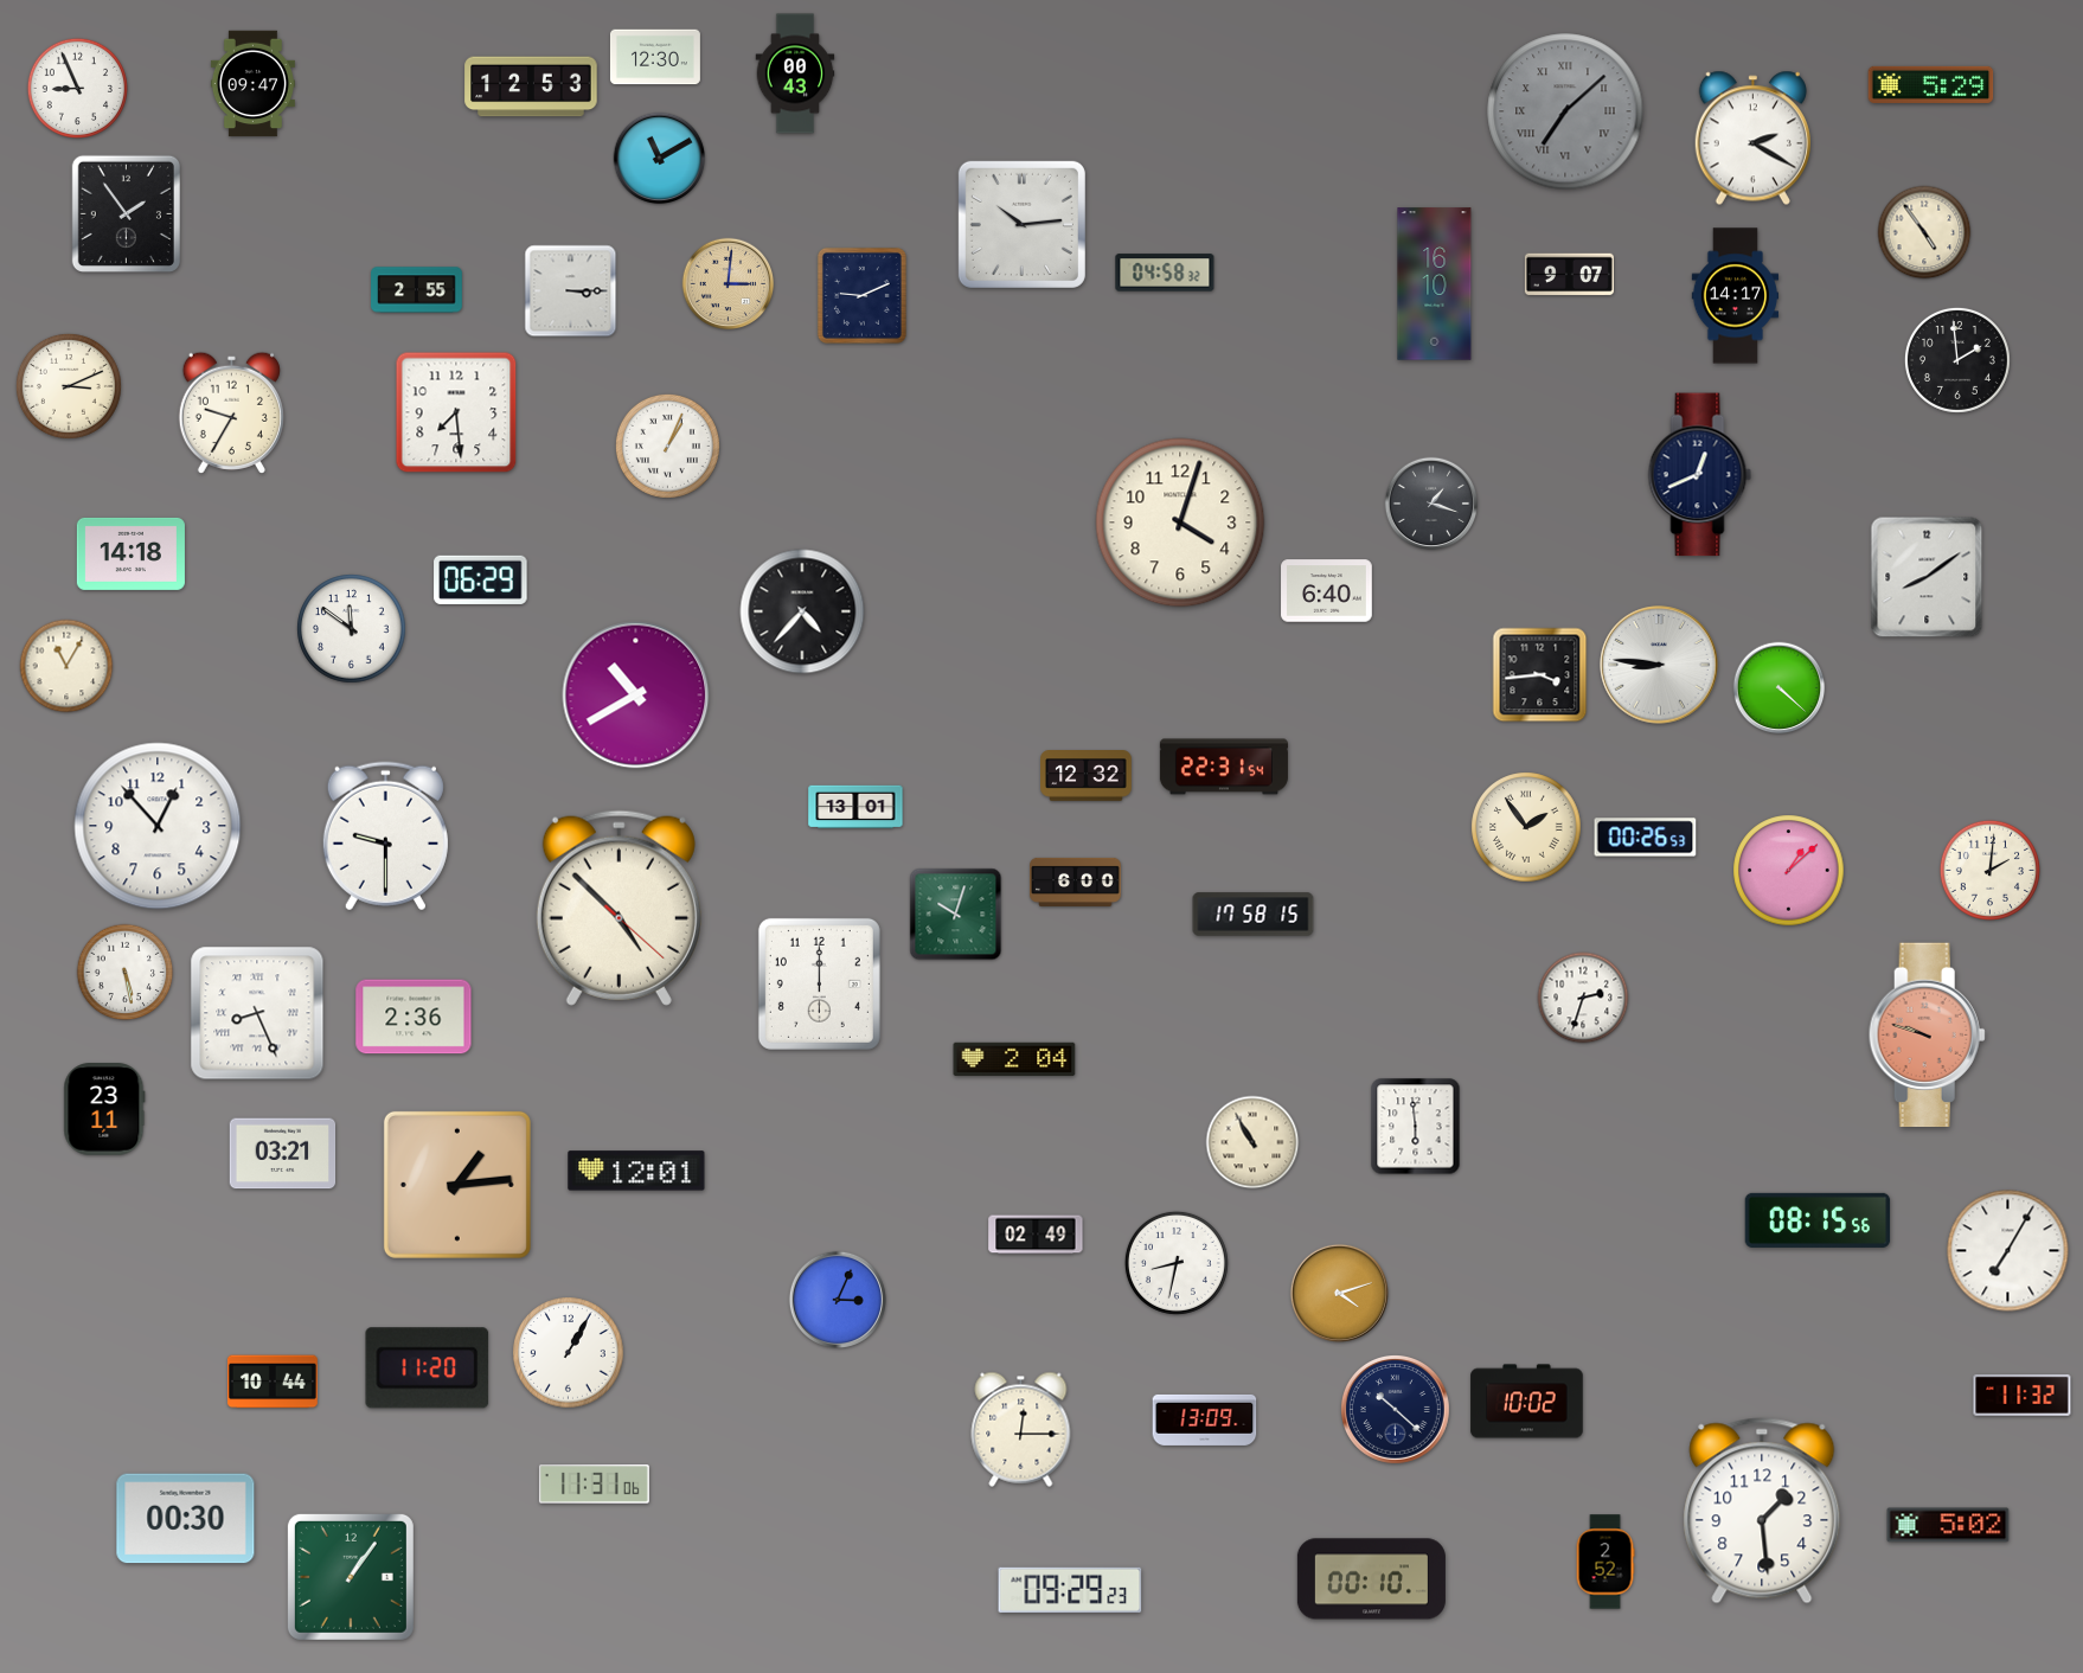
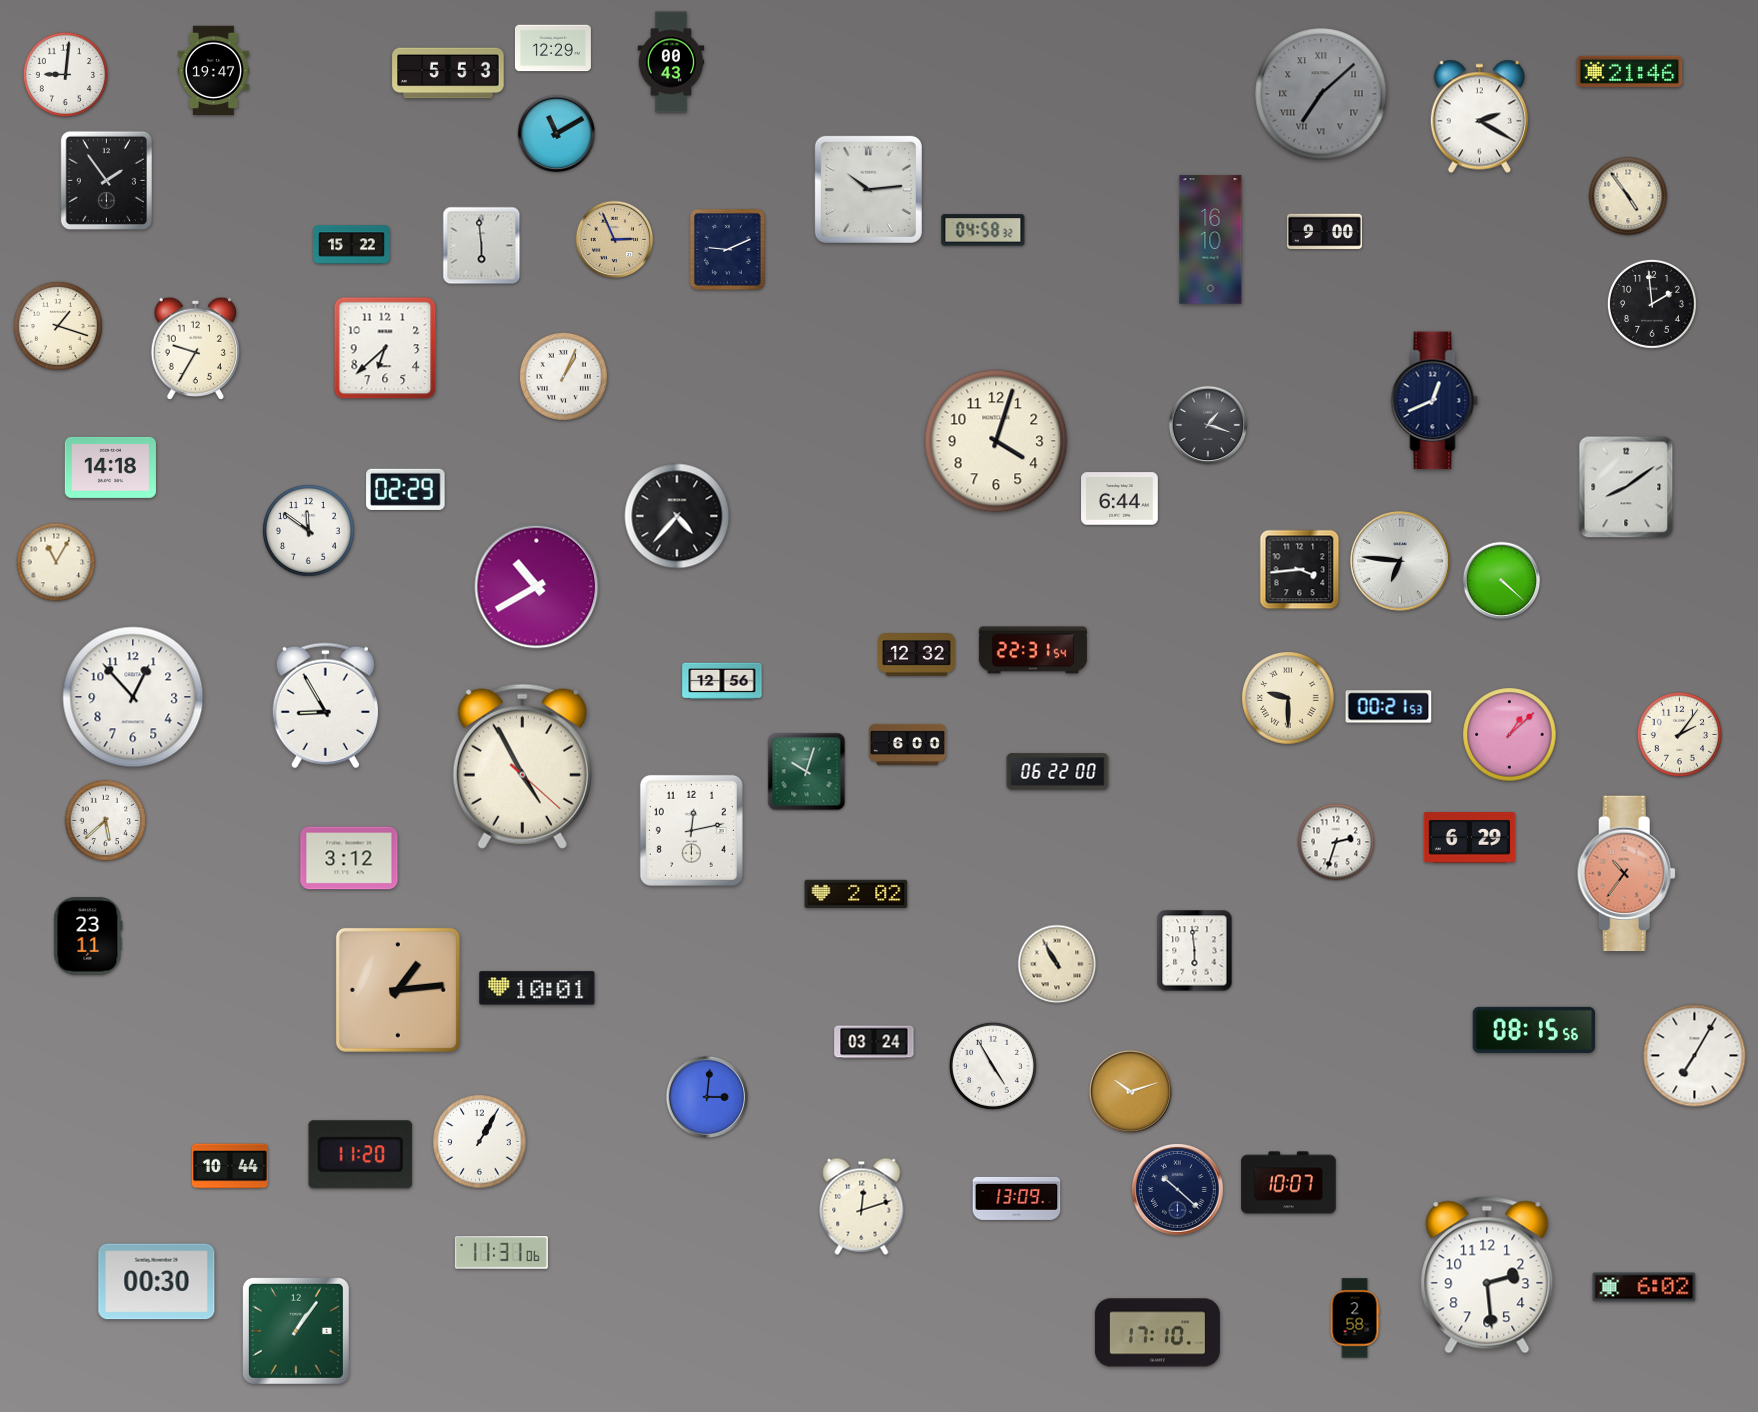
clock at (655, 57): 12:30 -> 12:29
clock at (252, 84): 09:47 -> 19:47
clock at (1931, 84): 5:29 -> 21:46
clock at (531, 86): 12:53 -> 5:53
clock at (77, 88): 8:56 -> 9:01
clock at (1021, 224) position: (1021, 224) -> (868, 189)
clock at (1924, 232) position: (1924, 232) -> (1628, 196)
clock at (1569, 275): 9:07 -> 9:00
clock at (729, 284): 3:01 -> 2:56
clock at (417, 290): 2:55 -> 15:22
clock at (571, 291): 3:15 -> 5:59
clock at (1736, 296): 14:17 -> none
clock at (69, 386): 3:11 -> 1:18
clock at (456, 412): 7:29 -> 6:38
clock at (481, 579): 06:29 -> 02:29
clock at (1327, 591): 6:40 -> 6:44
clock at (352, 629) position: (352, 629) -> (309, 531)
clock at (1659, 665): 8:46 -> 6:46
clock at (1224, 767) position: (1224, 767) -> (1033, 650)
clock at (855, 807): 13:01 -> 12:56
clock at (1526, 827): 1:54 -> 9:30
clock at (385, 836): 9:30 -> 8:55
clock at (1646, 838): 00:26 -> 00:21
clock at (1989, 870): 2:01 -> 2:06
clock at (619, 908): 4:52 -> 4:55
clock at (1254, 915): 17:58 -> 06:22
clock at (126, 973): 5:28 -> 5:38
clock at (819, 983): 12:00 -> 12:13
clock at (1469, 838): none -> 6:29
clock at (257, 1013): 8:26 -> none
clock at (414, 1017): 2:36 -> 3:12
clock at (1927, 1036): 9:48 -> 10:36
clock at (1014, 1059): 2:04 -> 2:02
clock at (283, 1154): 03:21 -> none
clock at (636, 1171): 12:01 -> 10:01
clock at (457, 1185) position: (457, 1185) -> (398, 990)
clock at (1036, 1235): 02:49 -> 03:24
clock at (1177, 1263): 8:32 -> 4:55
clock at (1339, 1293): 4:12 -> 10:12
clock at (837, 1300): 3:04 -> 3:01
clock at (2023, 1396): 11:32 -> none
clock at (1527, 1402): 10:02 -> 10:07
clock at (1021, 1429): 12:15 -> 12:12
clock at (1762, 1511): 1:29 -> 2:29
clock at (1948, 1525): 5:02 -> 6:02
clock at (1605, 1562): 2:52 -> 2:58
clock at (1371, 1579): 00:10 -> 17:10
clock at (1070, 1590): 09:29 -> none
